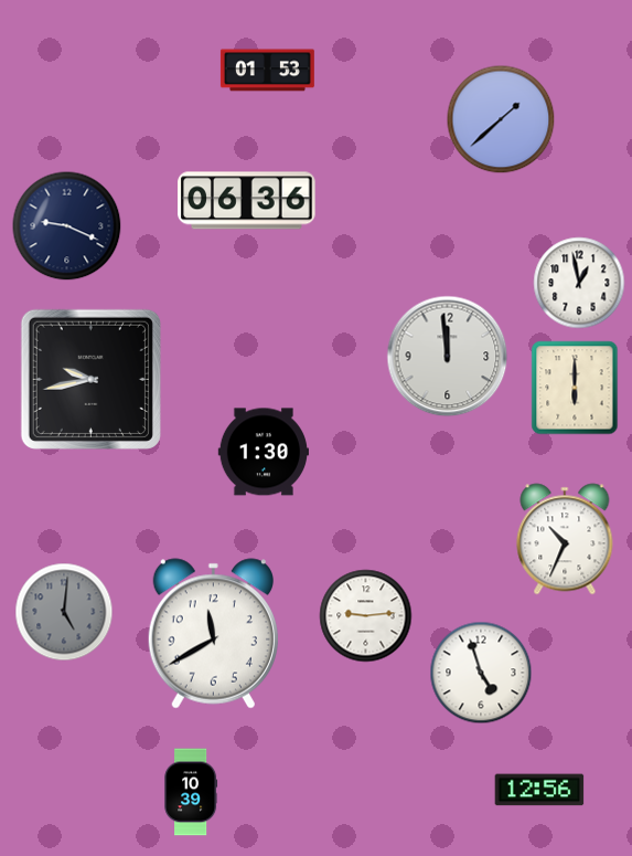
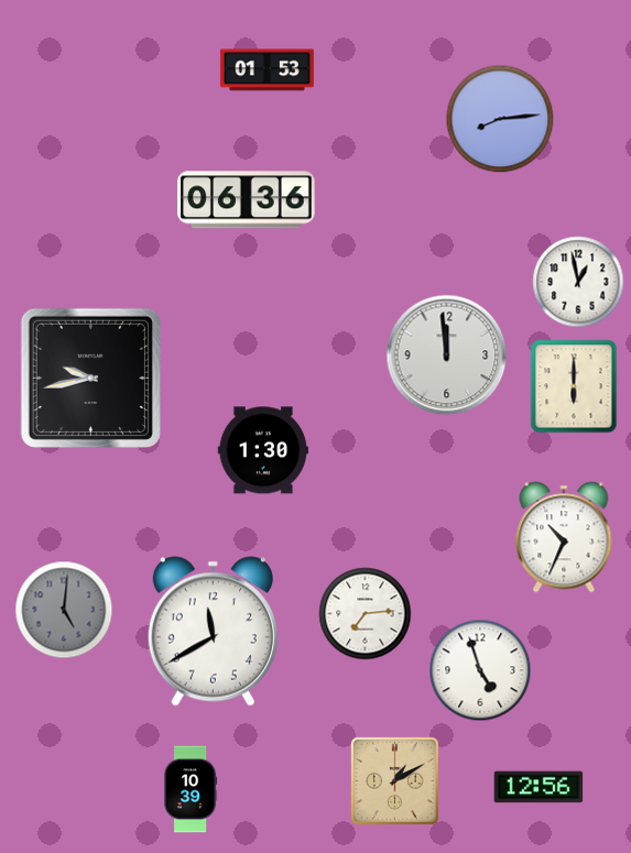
clock at (501, 119): 1:38 -> 8:14
clock at (67, 226): 9:19 -> none
clock at (366, 616): 9:14 -> 7:14
clock at (394, 780): none -> 1:10
